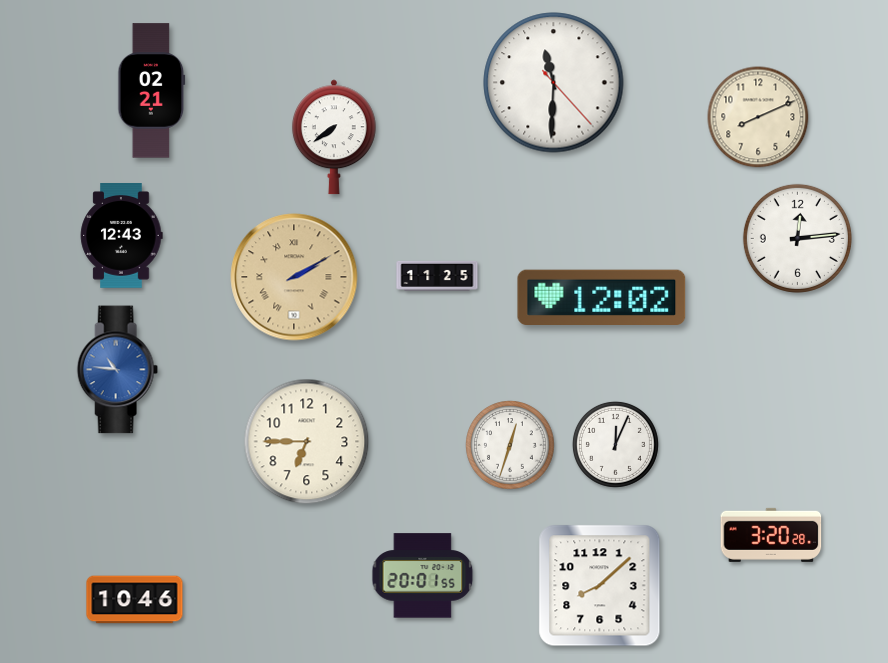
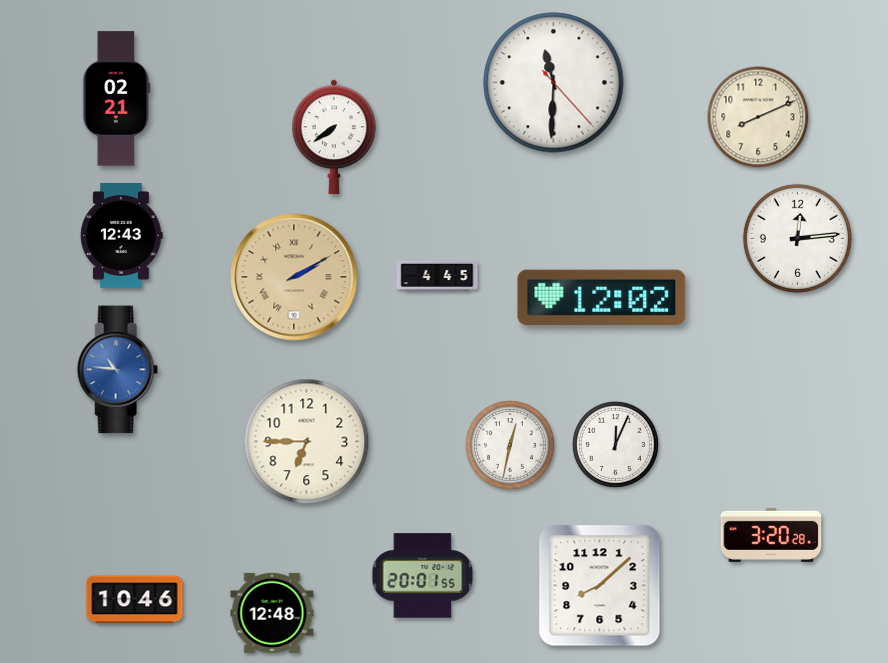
clock at (152, 91) position: (152, 91) -> (117, 99)
clock at (437, 276): 11:25 -> 4:45
clock at (510, 445): 12:33 -> 12:32
clock at (272, 613): none -> 12:48
